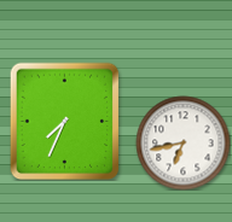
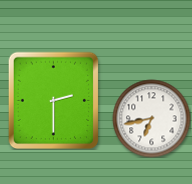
clock at (65, 121): 7:34 -> 2:30
